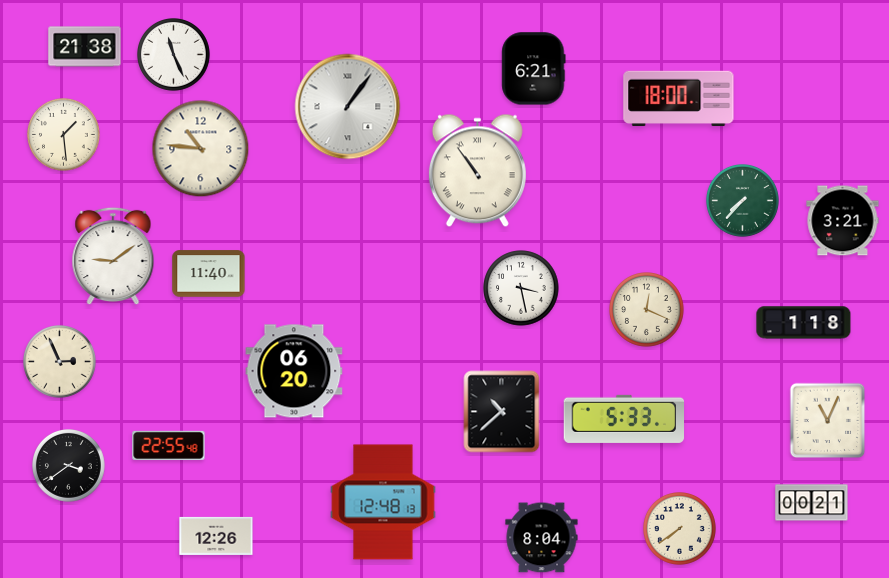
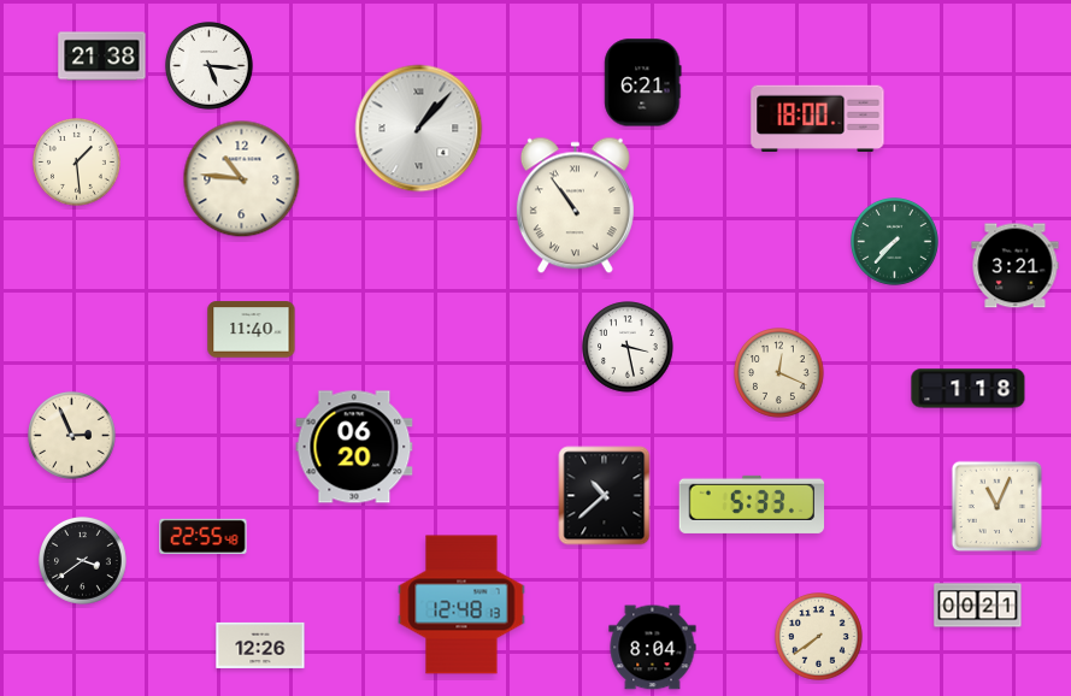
clock at (174, 55): 11:26 -> 5:16
clock at (348, 107): 1:06 -> 1:07
clock at (113, 256): 9:09 -> none
